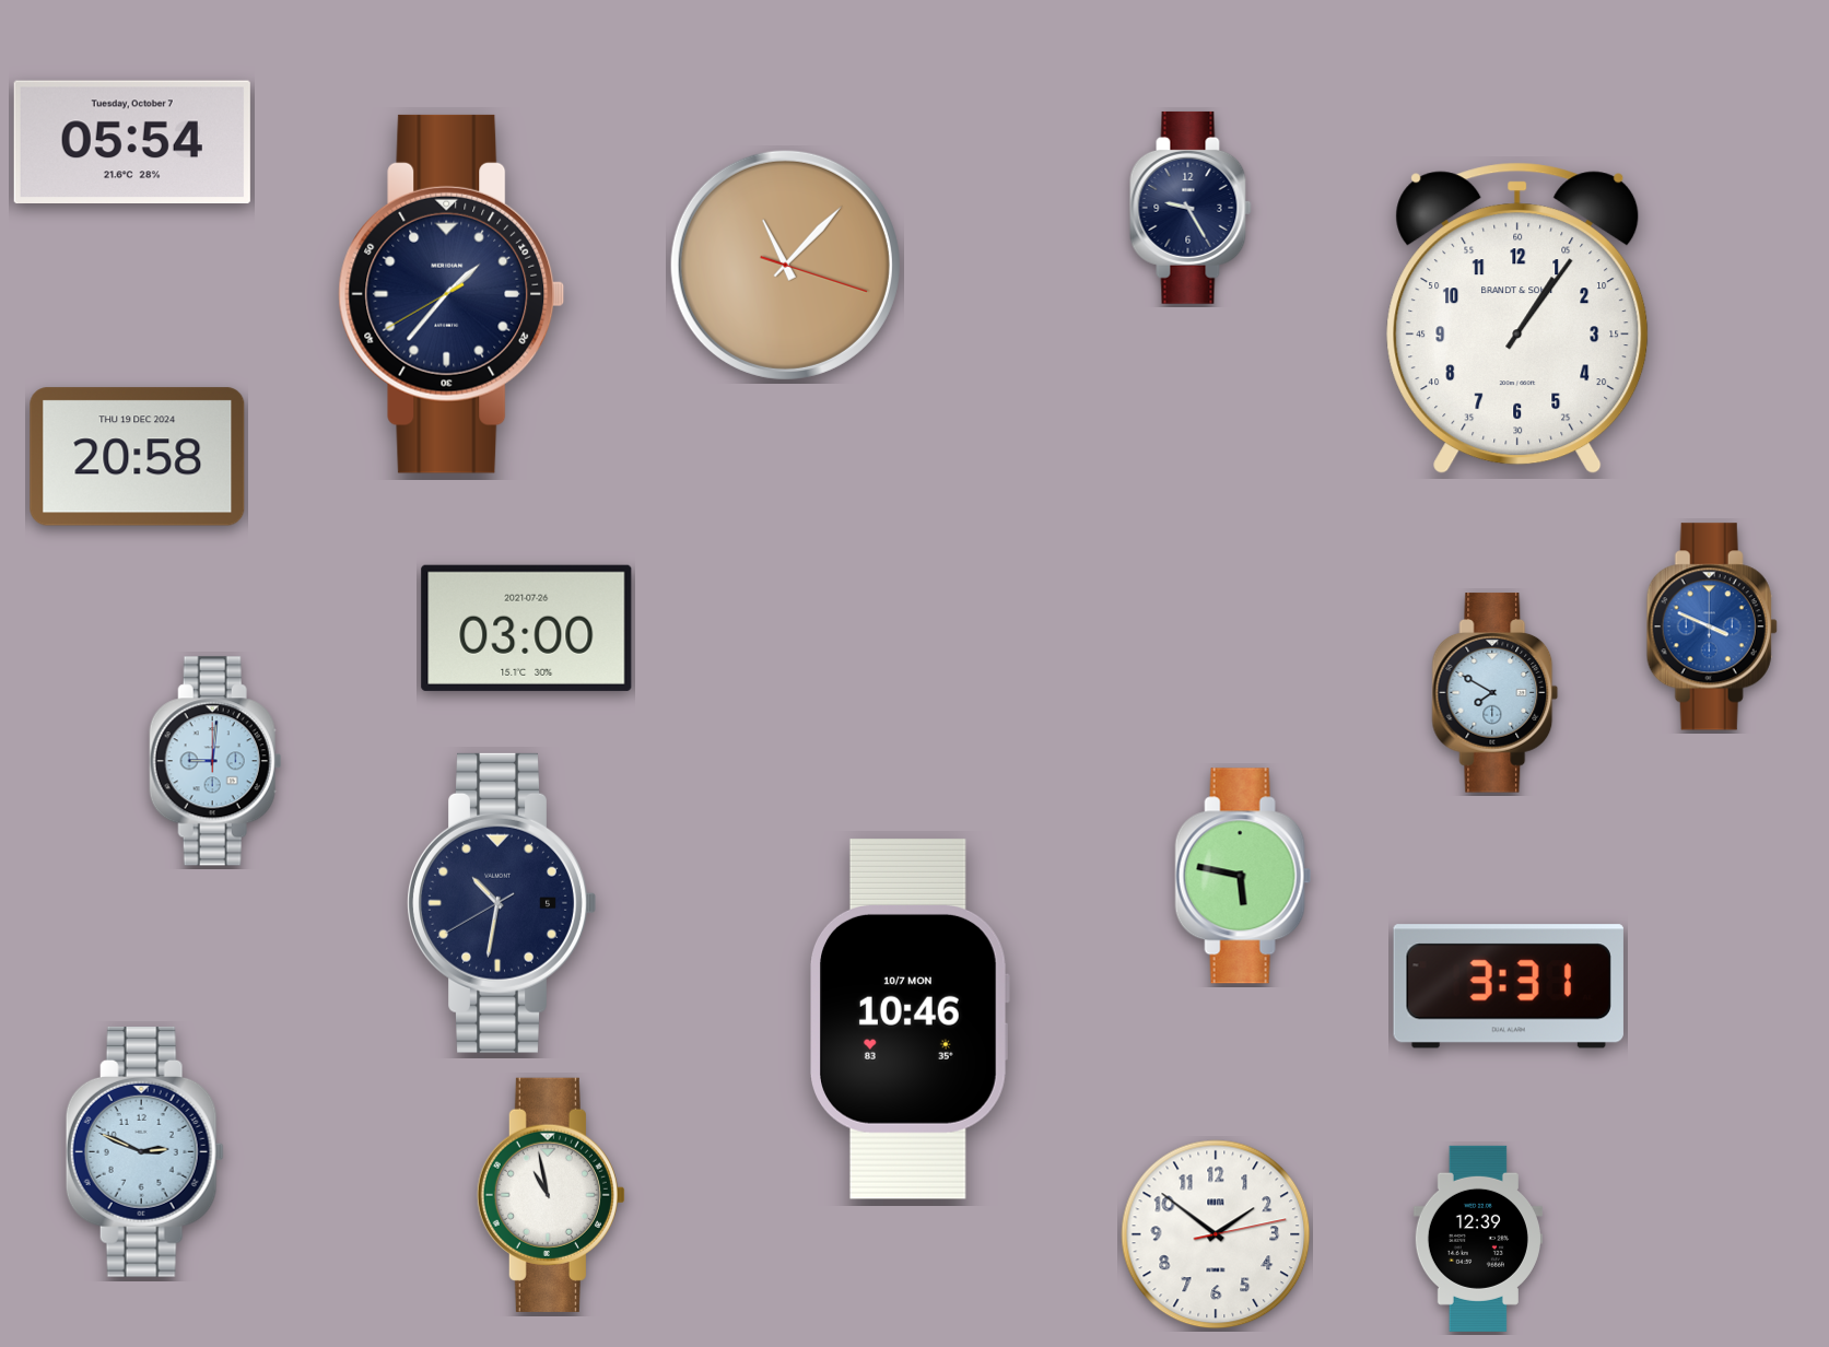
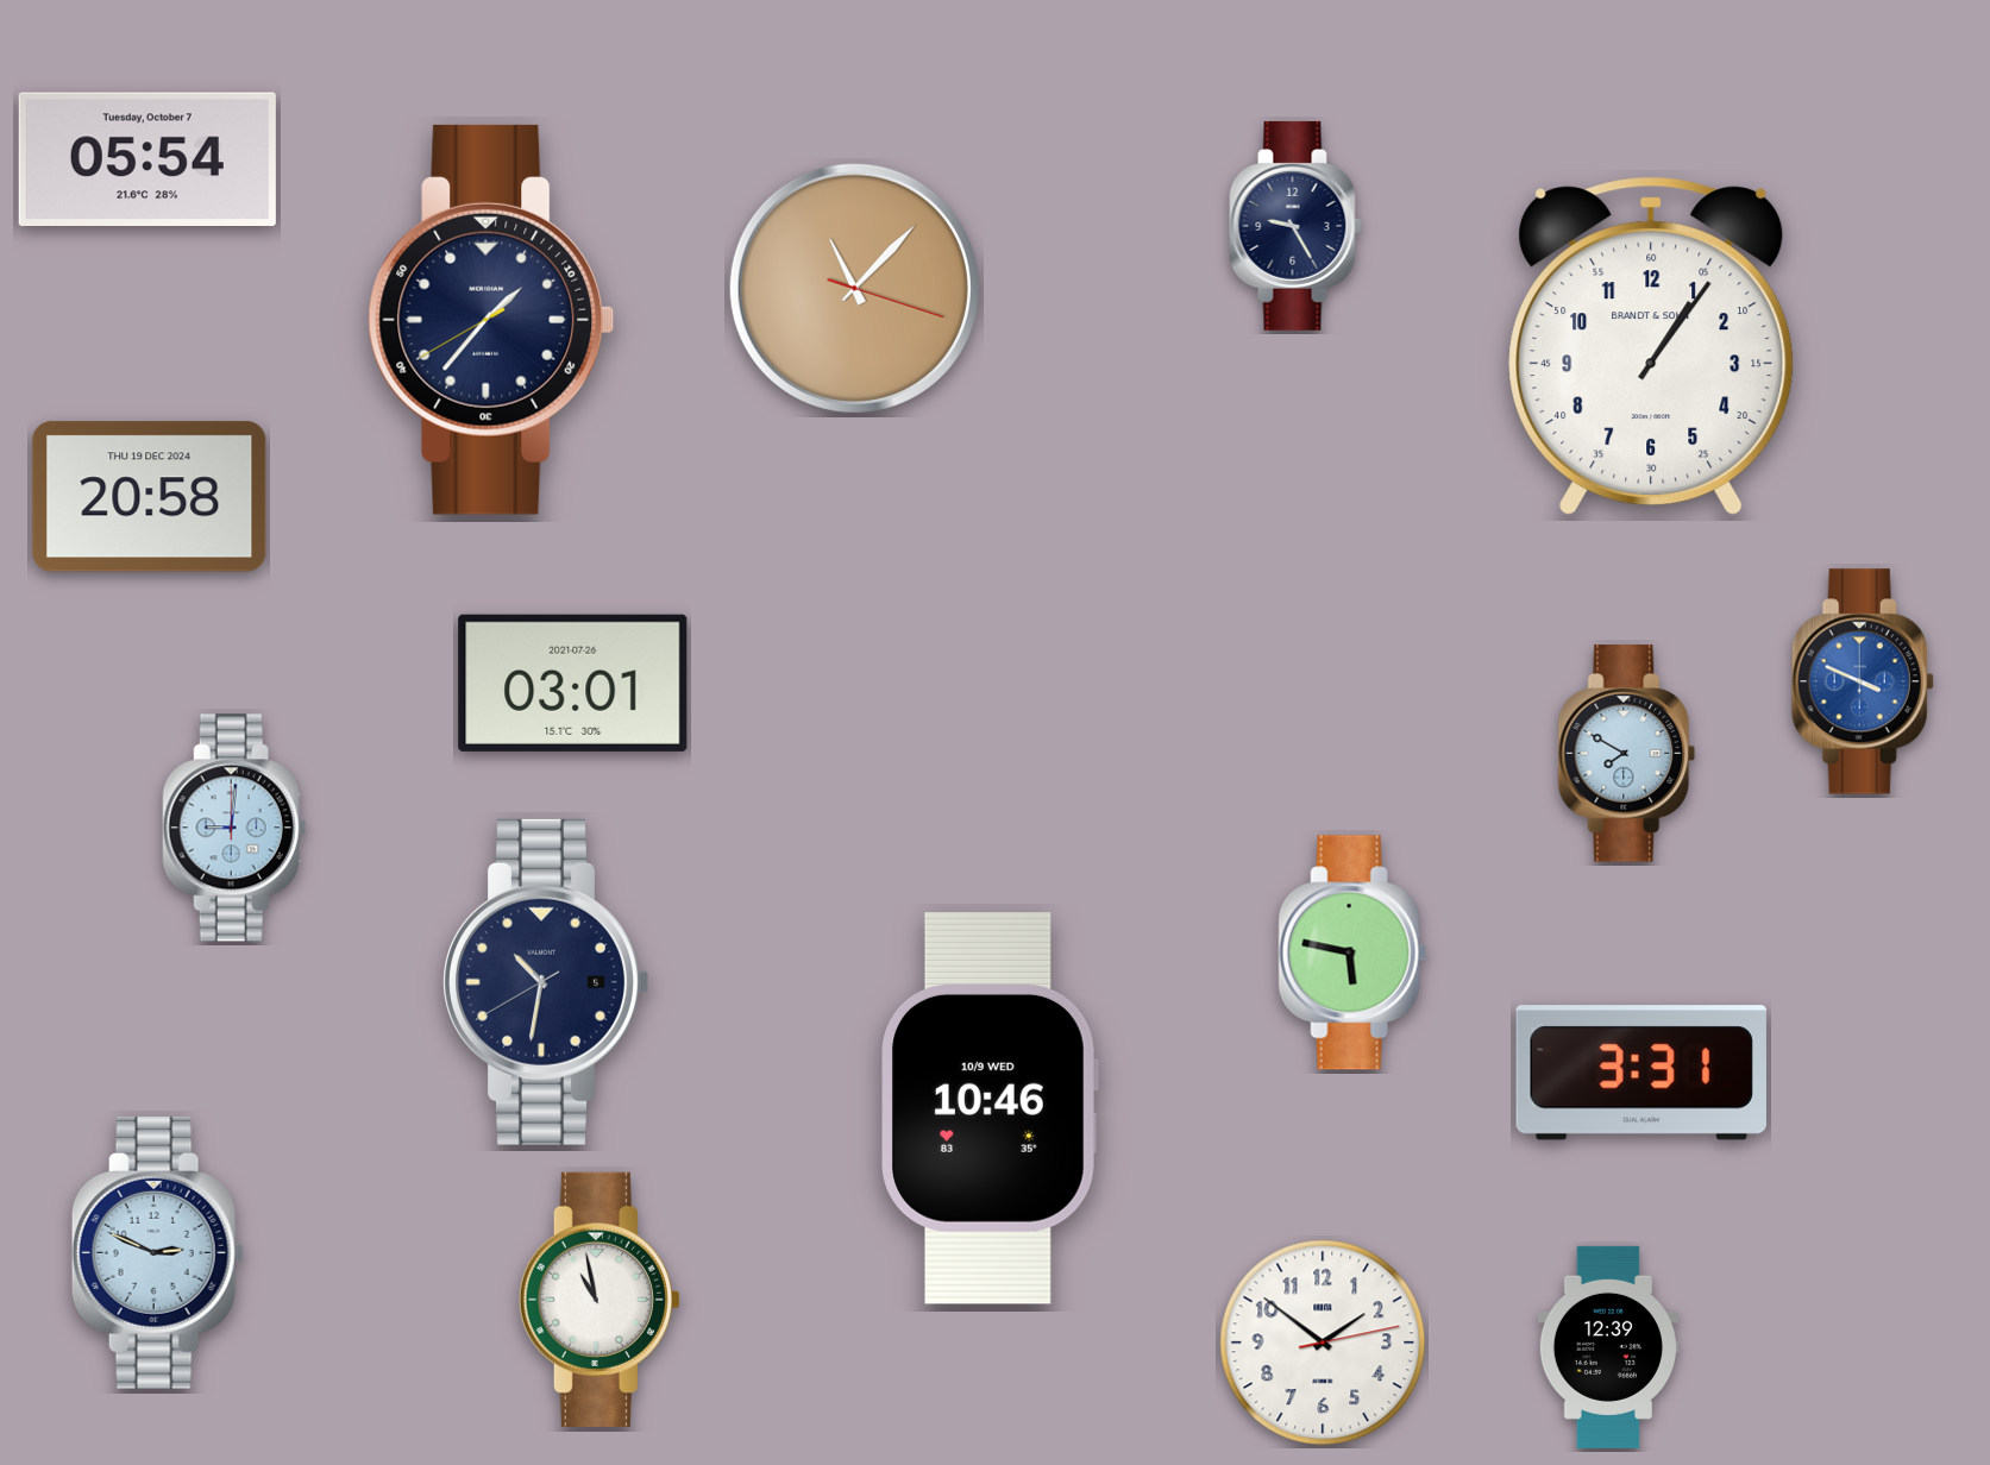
clock at (132, 141) position: (132, 141) -> (147, 158)
clock at (527, 628): 03:00 -> 03:01
clock at (910, 1019) date: 10/7 MON -> 10/9 WED
